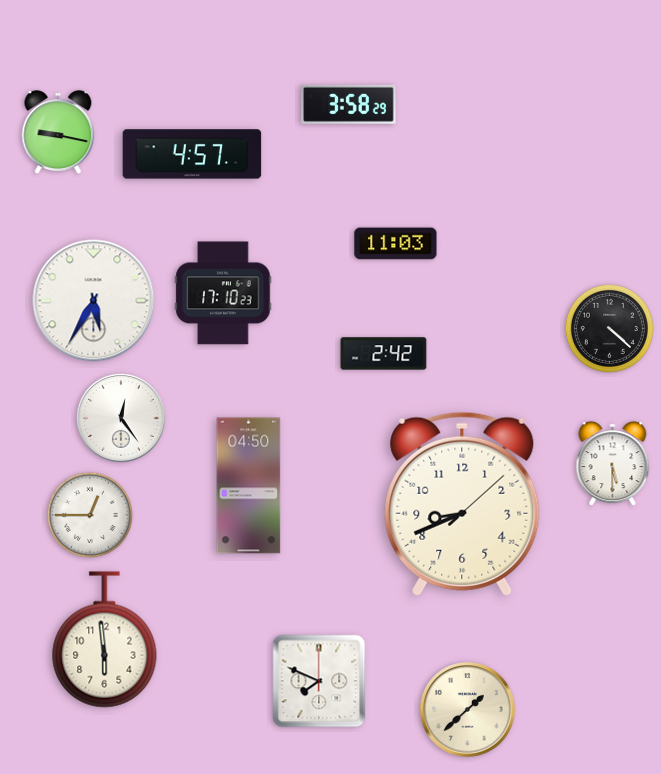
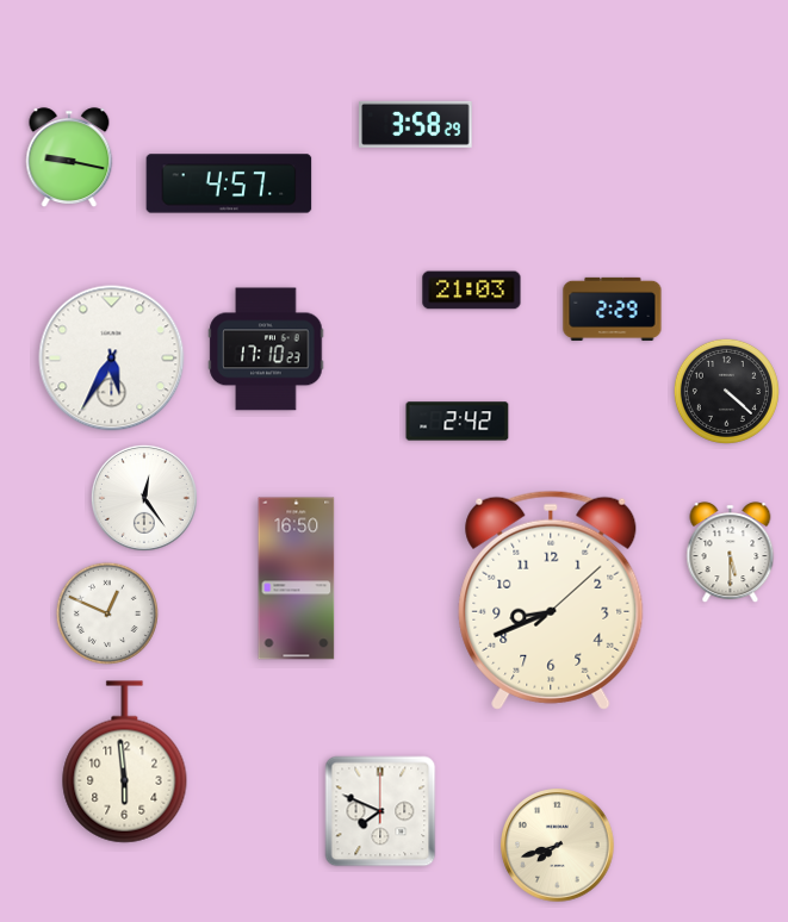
clock at (396, 244): 11:03 -> 21:03
clock at (613, 309): none -> 2:29
clock at (249, 486): 04:50 -> 16:50
clock at (89, 514): 12:45 -> 12:49
clock at (468, 710): 1:38 -> 7:42
